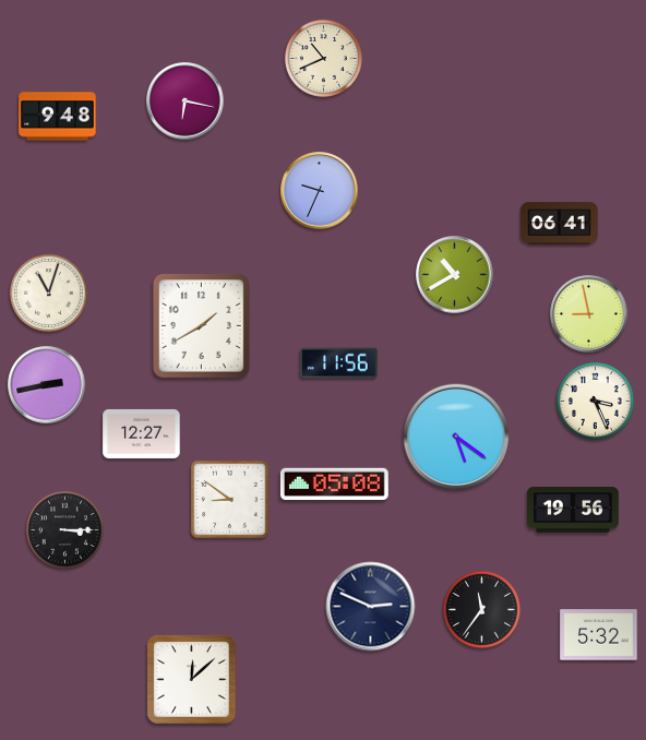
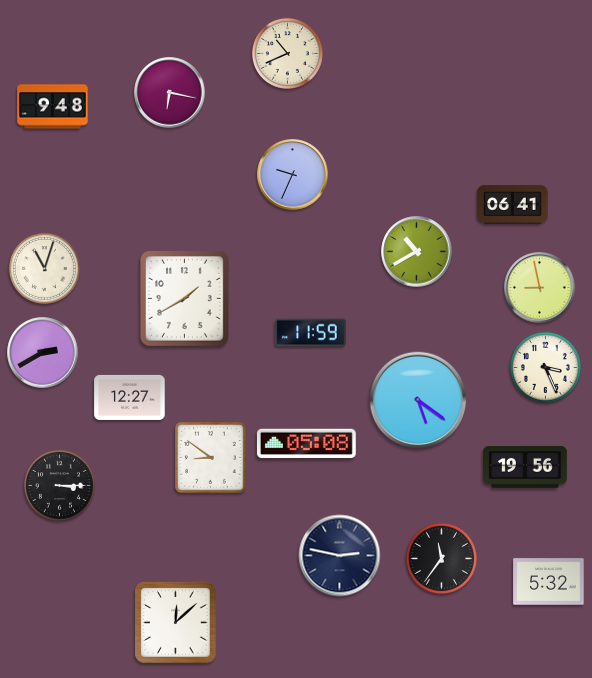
clock at (323, 58) position: (323, 58) -> (287, 53)
clock at (339, 363): 11:56 -> 11:59
clock at (47, 385): 2:43 -> 2:40
clock at (371, 607): 2:49 -> 2:47
